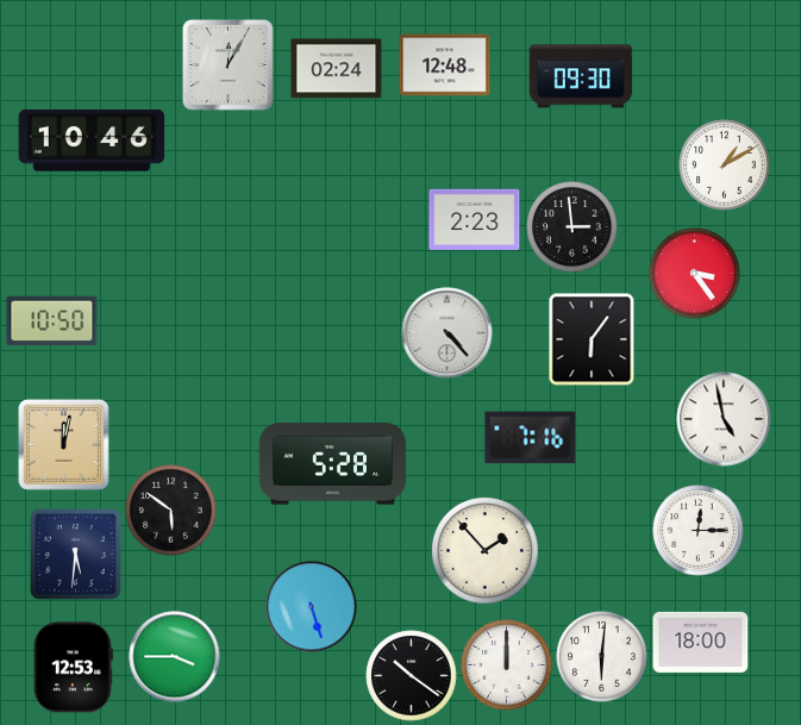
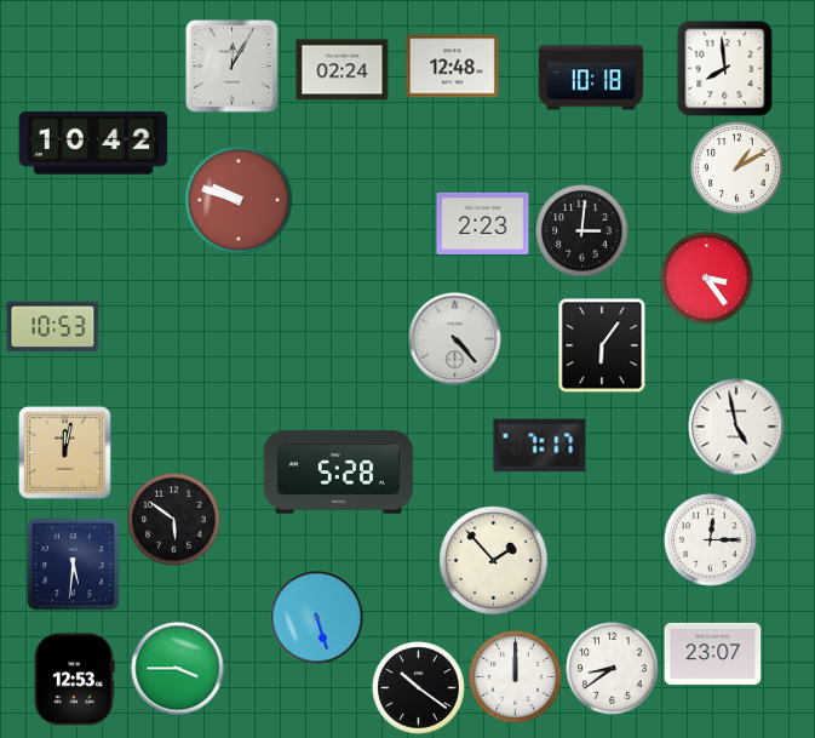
clock at (725, 69): none -> 7:59
clock at (581, 76): 09:30 -> 10:18
clock at (92, 140): 10:46 -> 10:42
clock at (239, 200): none -> 9:48
clock at (572, 227): 2:59 -> 3:01
clock at (52, 321): 10:50 -> 10:53
clock at (531, 438): 7:16 -> 7:17
clock at (76, 555) position: (76, 555) -> (74, 565)
clock at (701, 642): 18:00 -> 23:07
clock at (602, 657): 6:01 -> 8:39
